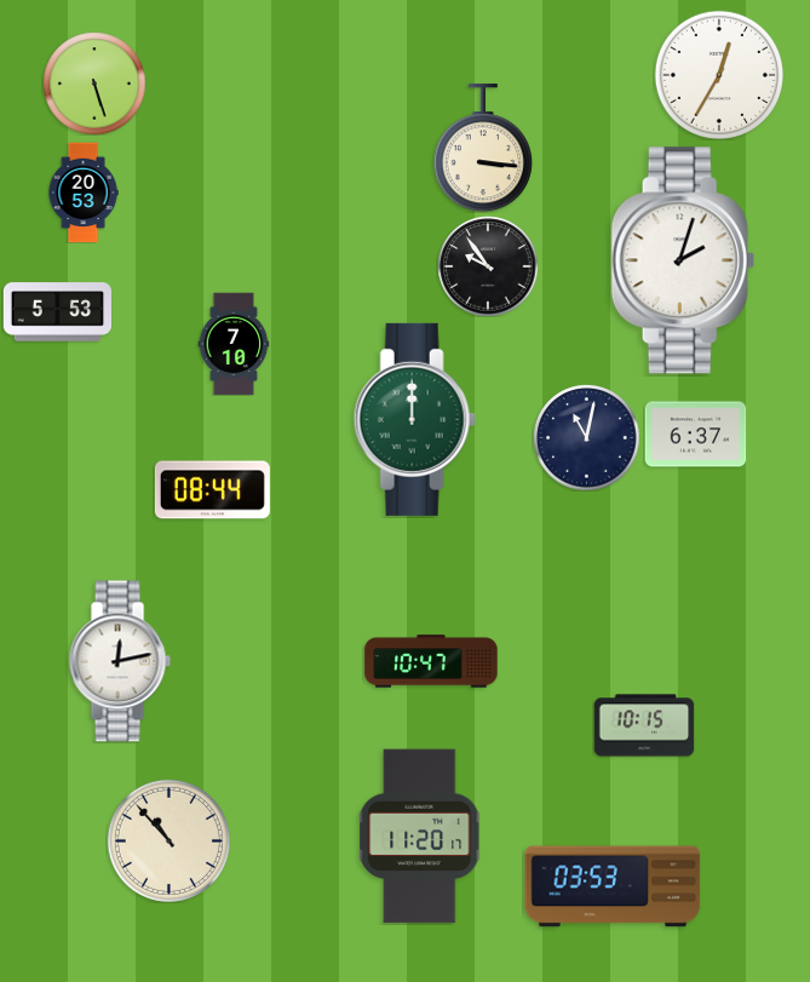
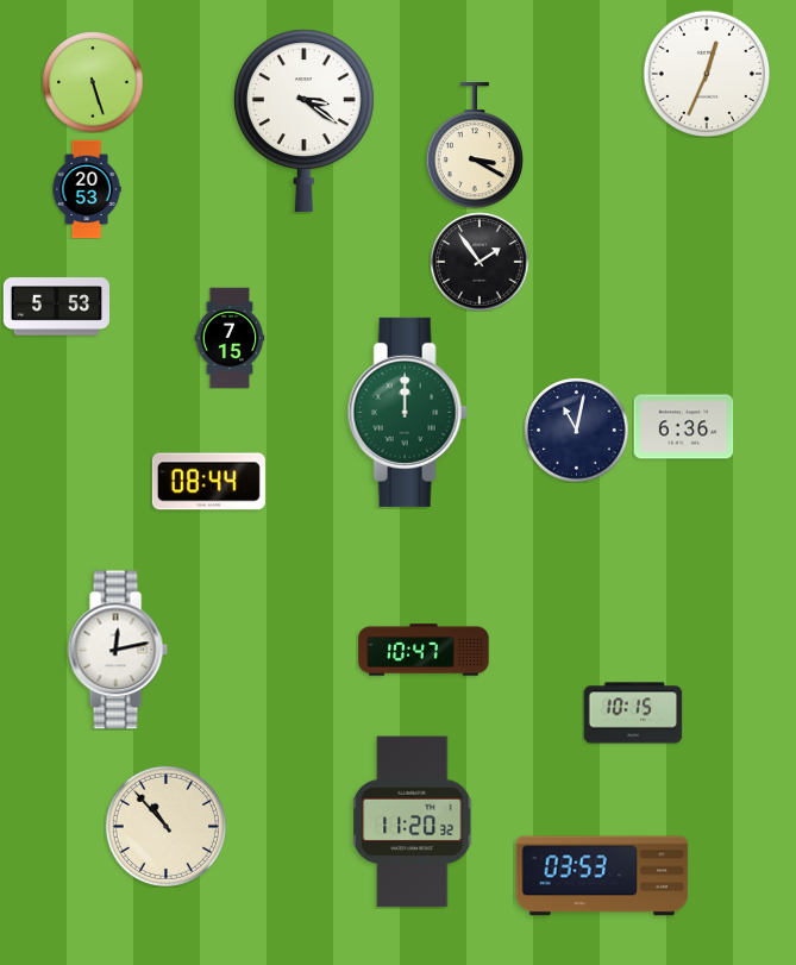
clock at (718, 74): 12:35 -> 12:34
clock at (303, 120): none -> 3:21
clock at (483, 148): 3:16 -> 3:20
clock at (84, 193) position: (84, 193) -> (87, 189)
clock at (683, 260): 2:03 -> none
clock at (488, 266): 9:54 -> 1:54
clock at (234, 344): 7:10 -> 7:15
clock at (695, 435): 6:37 -> 6:36
clock at (420, 837): 11:20:17 -> 11:20:32
clock at (613, 886) position: (613, 886) -> (602, 876)
